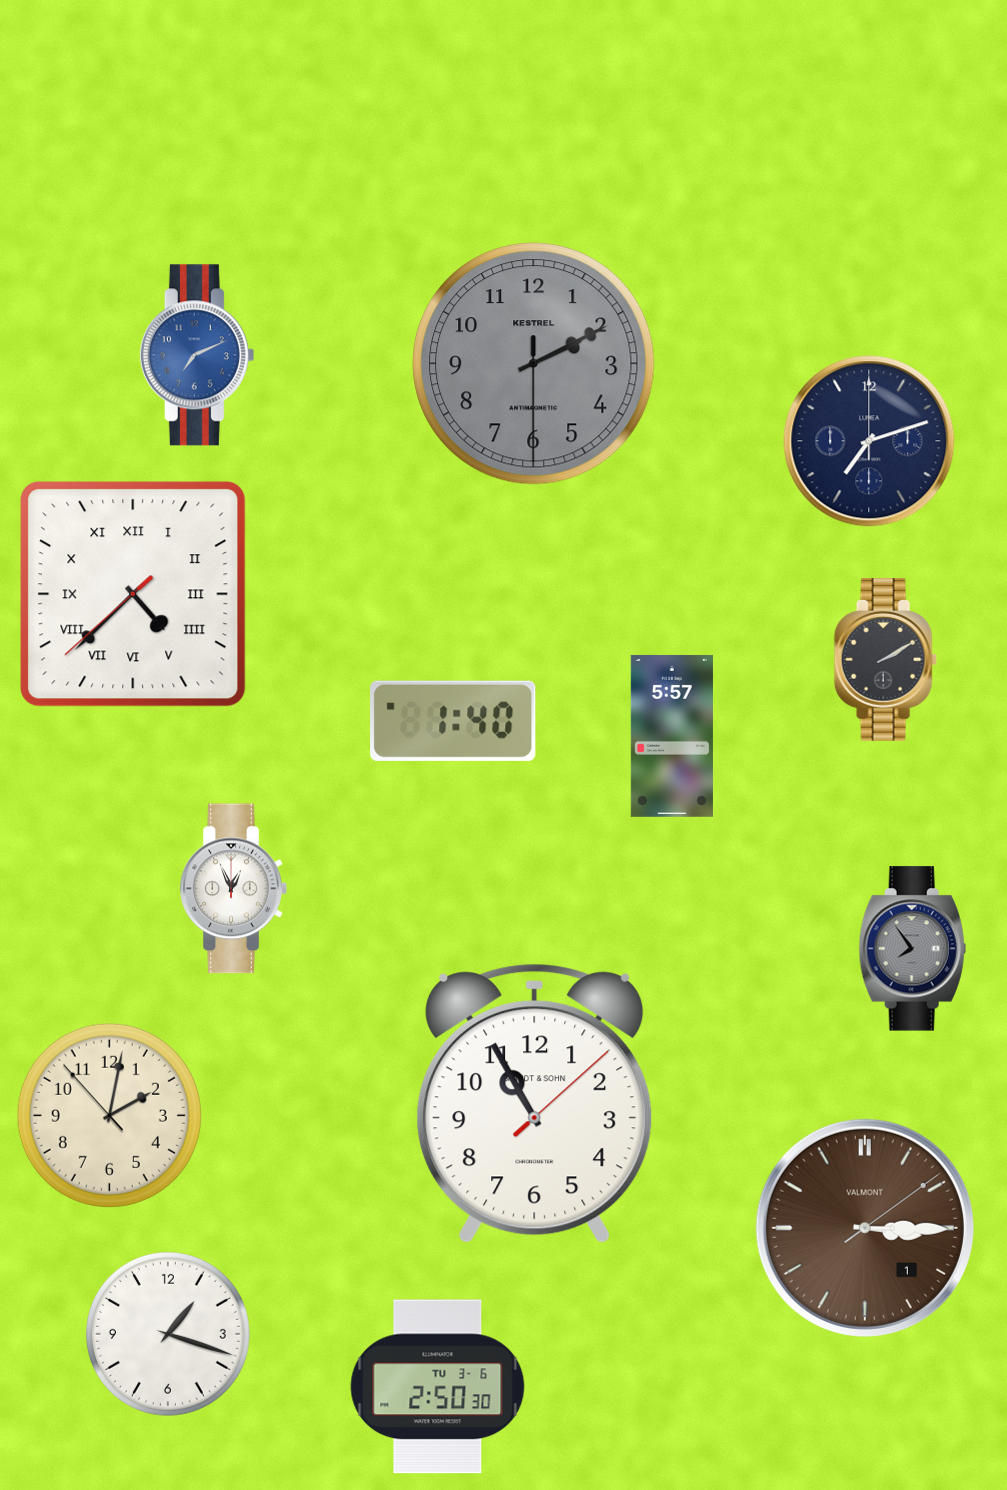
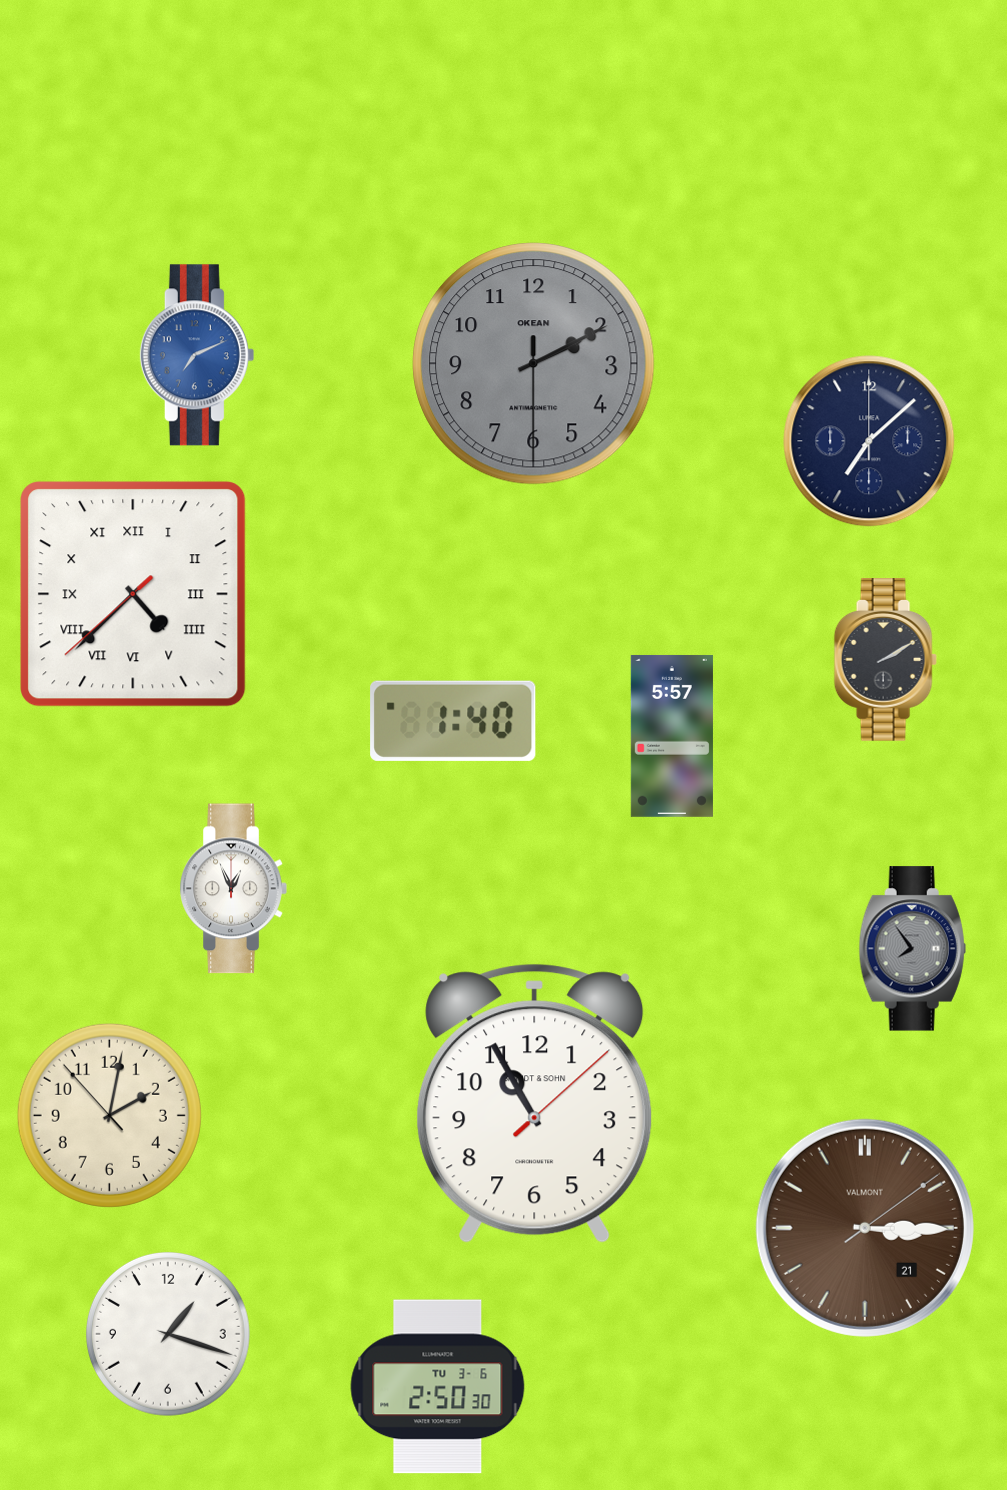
clock at (534, 364) brand: KESTREL -> OKEAN
clock at (869, 441): 7:12 -> 7:08
clock at (865, 1228) date: 1 -> 21
